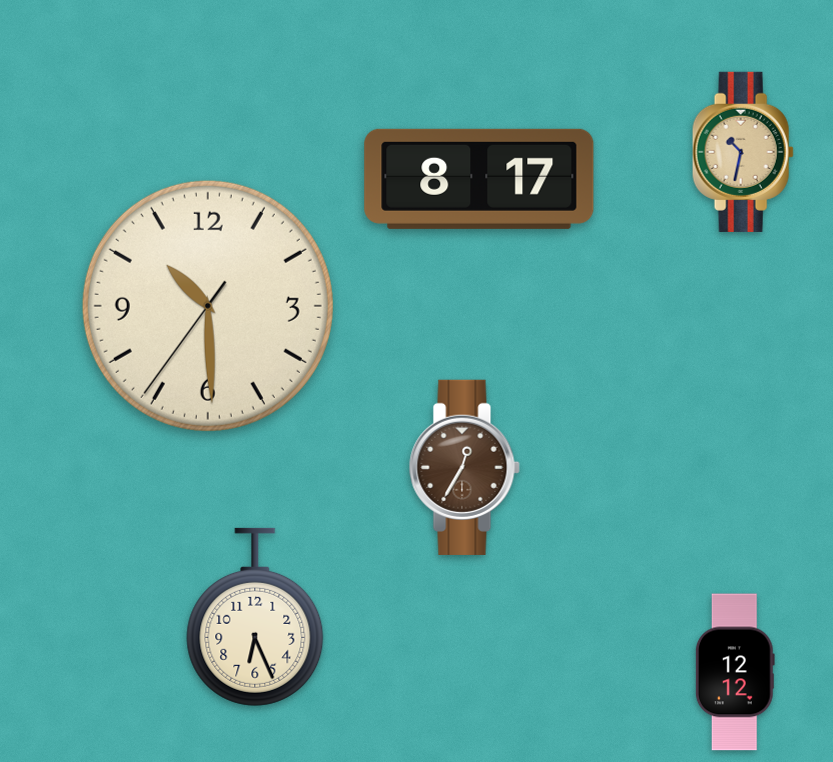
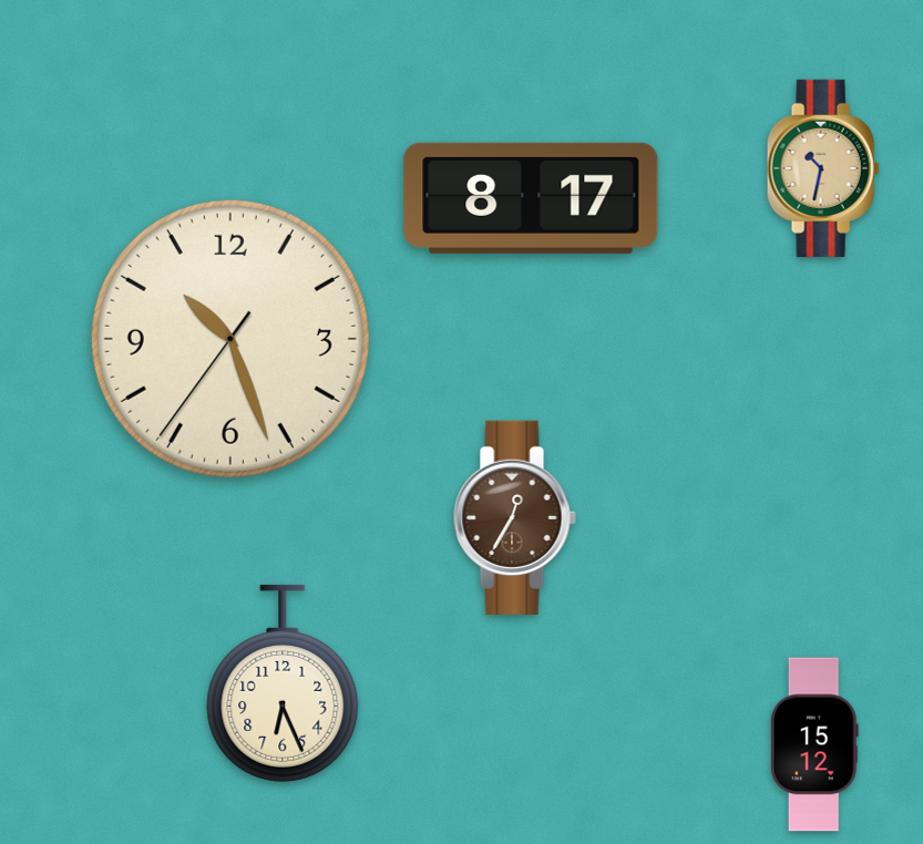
clock at (208, 306): 10:29 -> 10:26
clock at (735, 672): 12:12 -> 15:12
